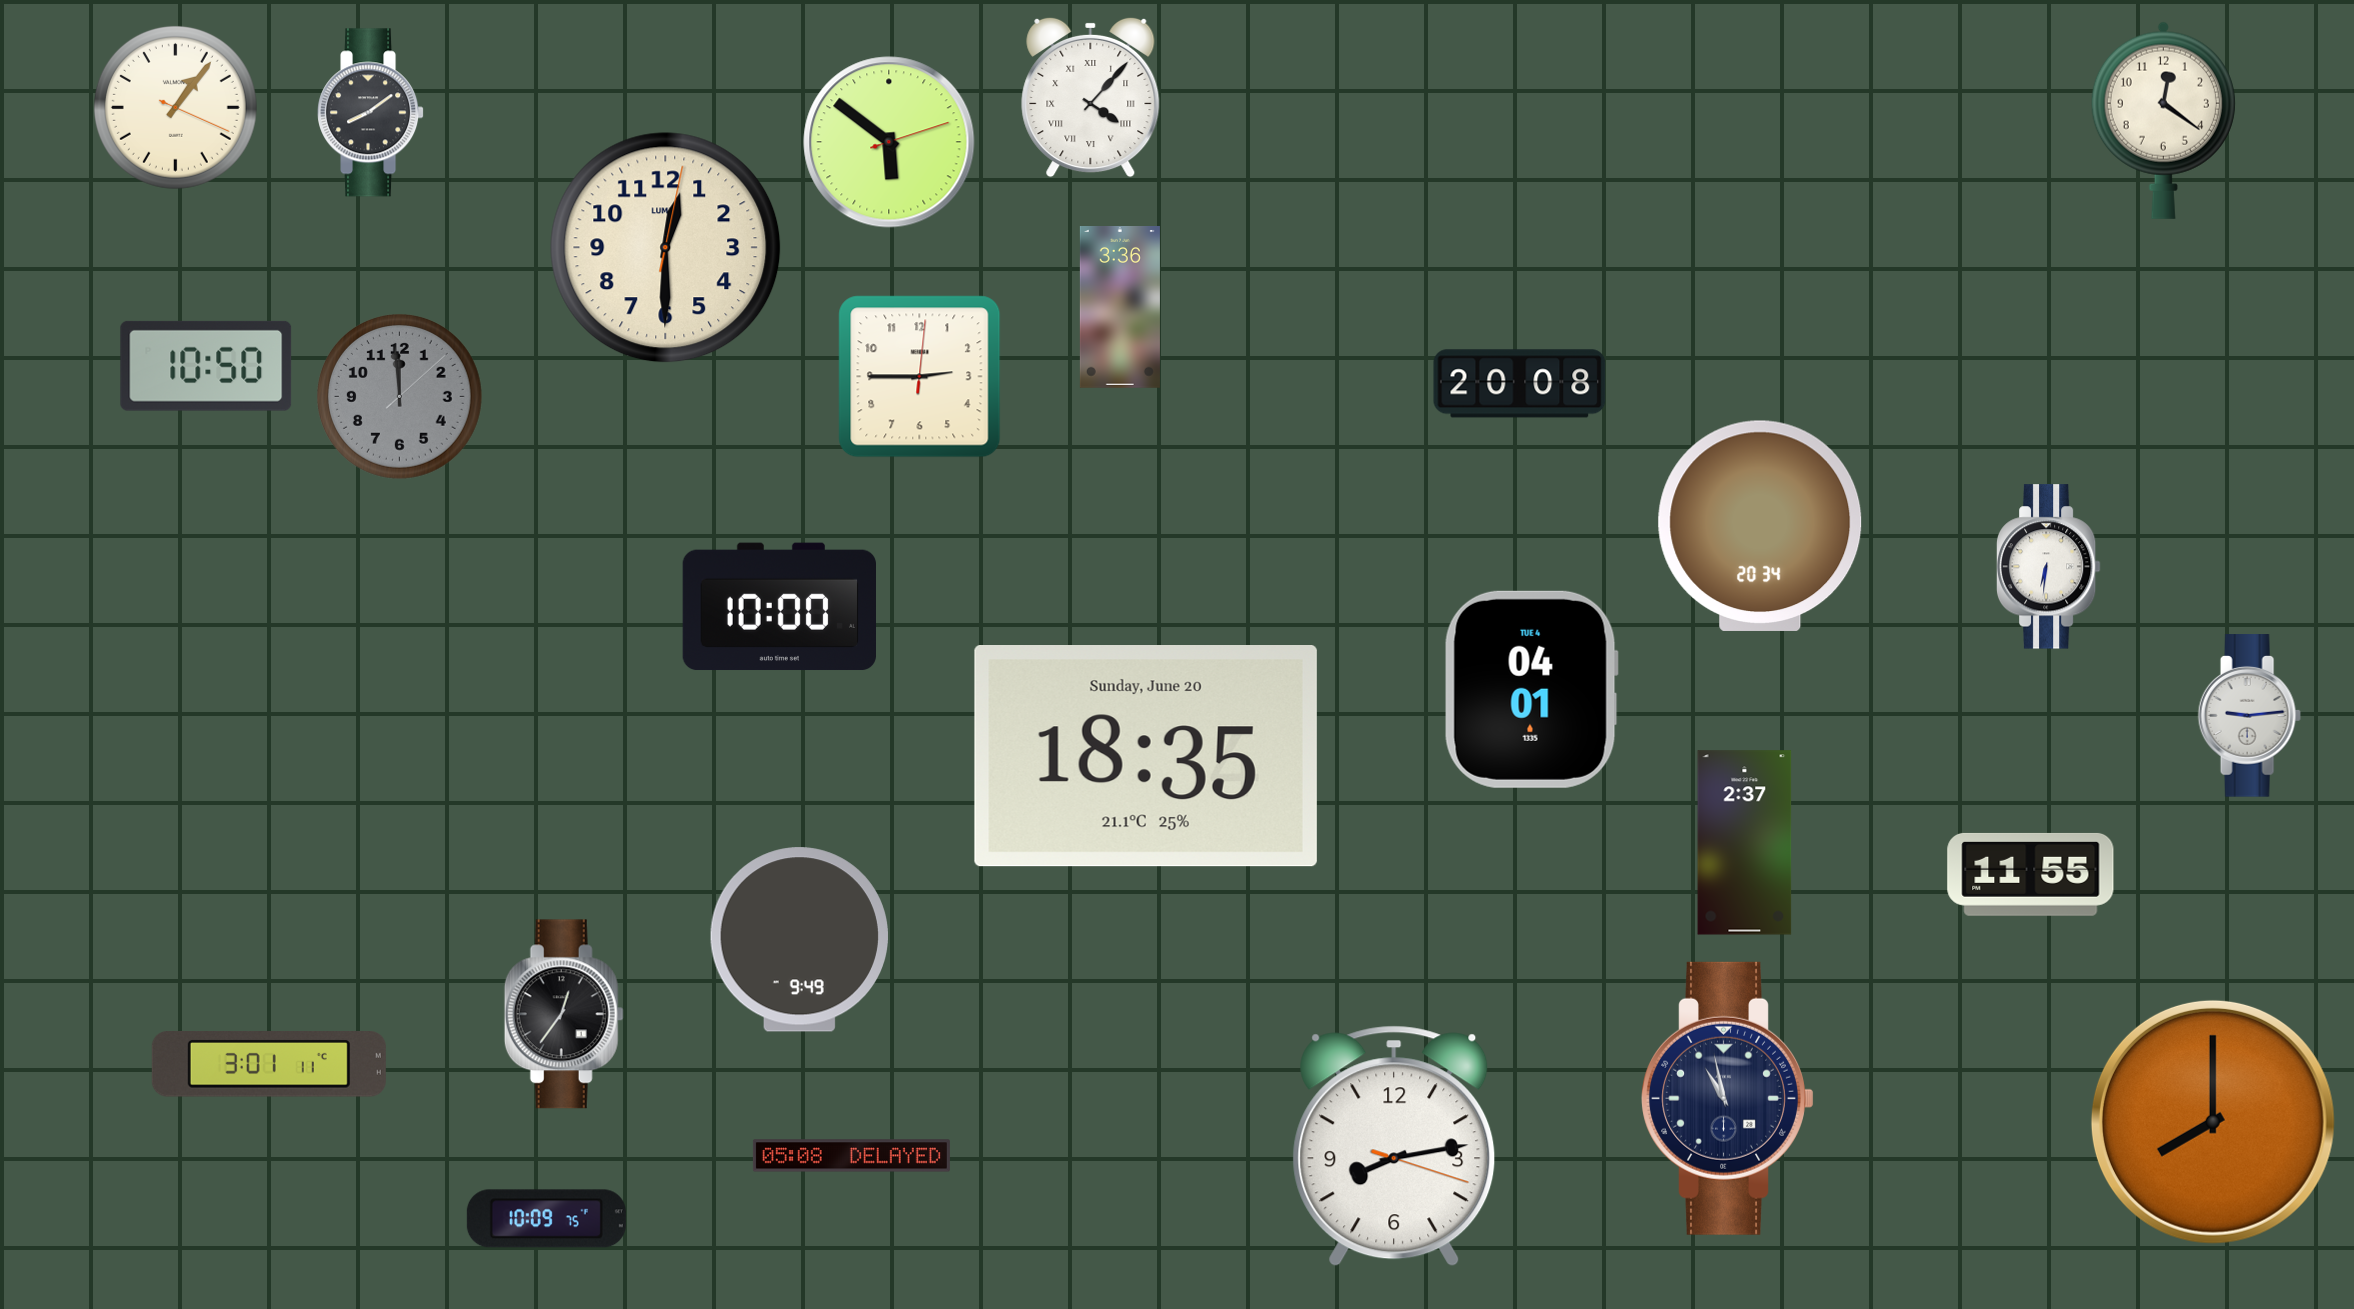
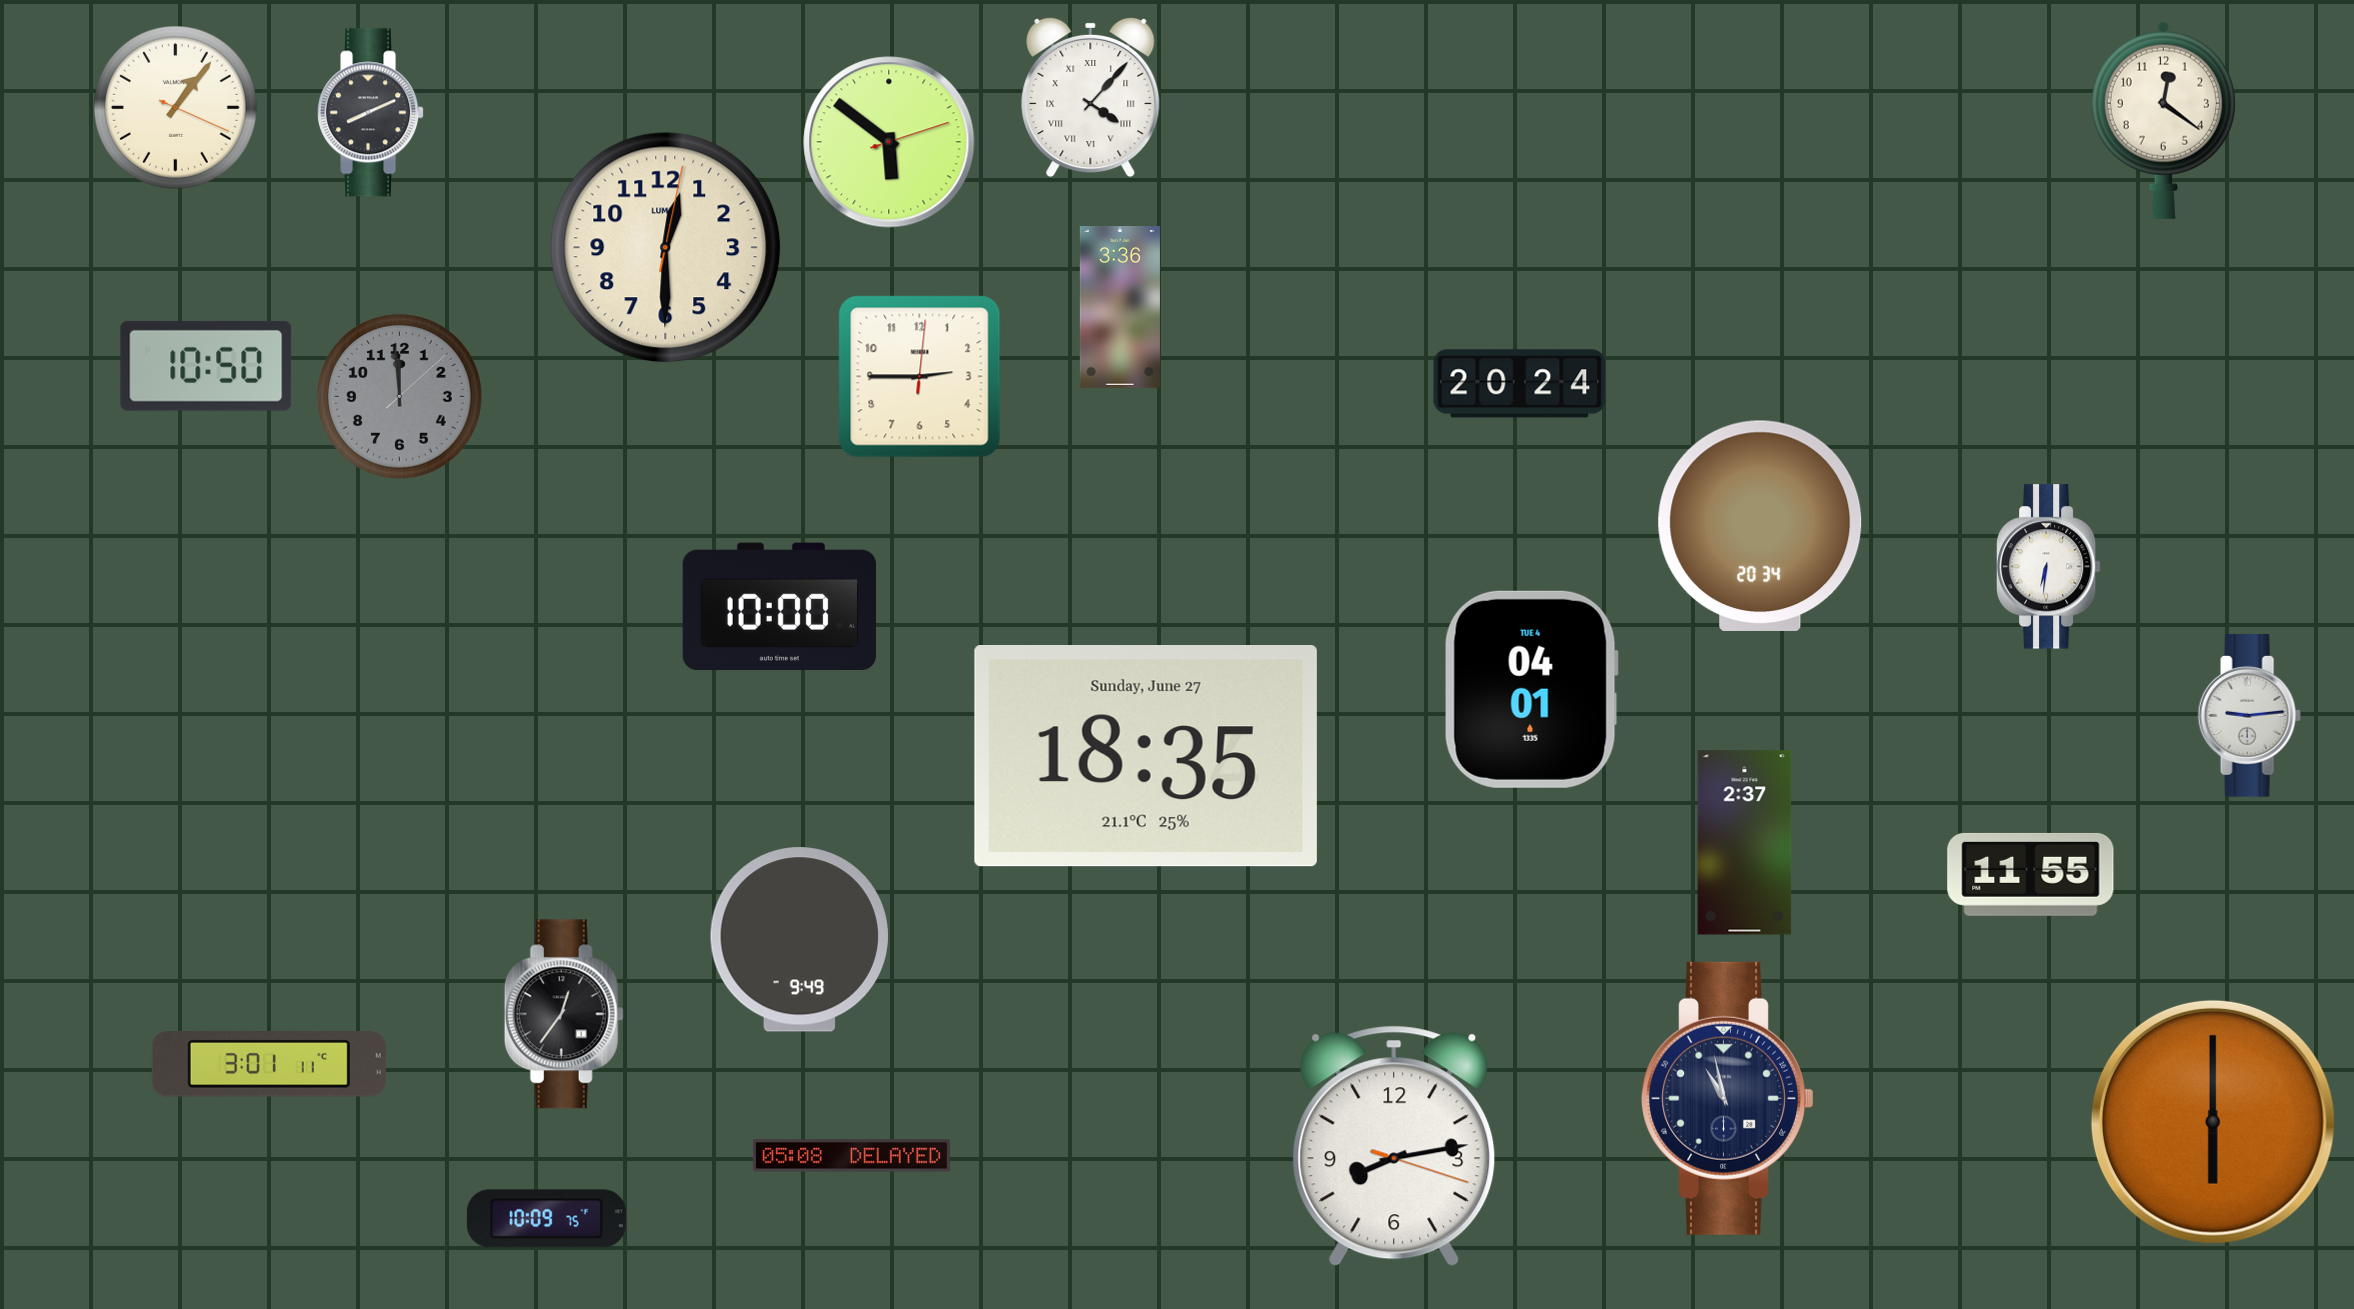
clock at (371, 113): 8:09 -> 8:11
clock at (1520, 384): 20:08 -> 20:24
clock at (1146, 757) date: Sunday, June 20 -> Sunday, June 27
clock at (2213, 1122): 8:00 -> 6:00
